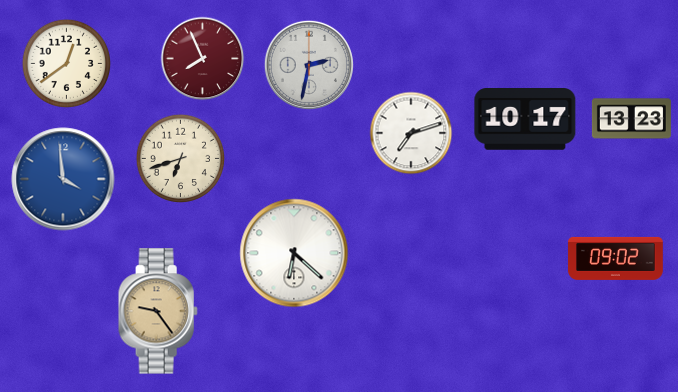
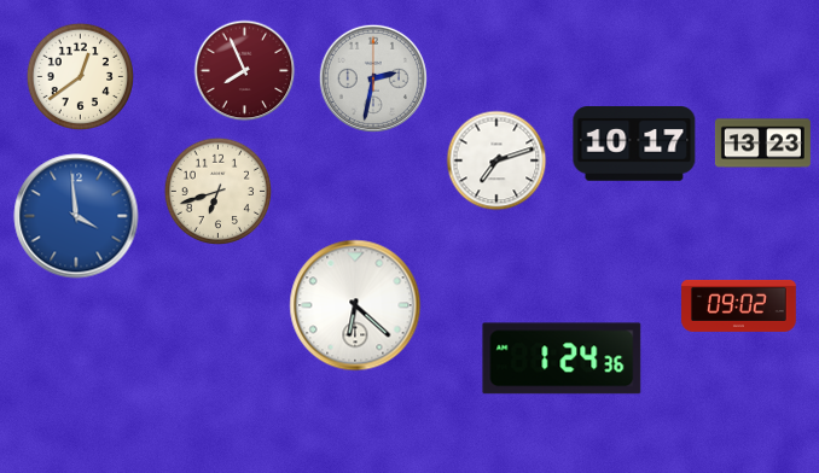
clock at (616, 258) position: (616, 258) -> (739, 305)
clock at (562, 358): none -> 1:24
clock at (158, 311): 9:24 -> none
